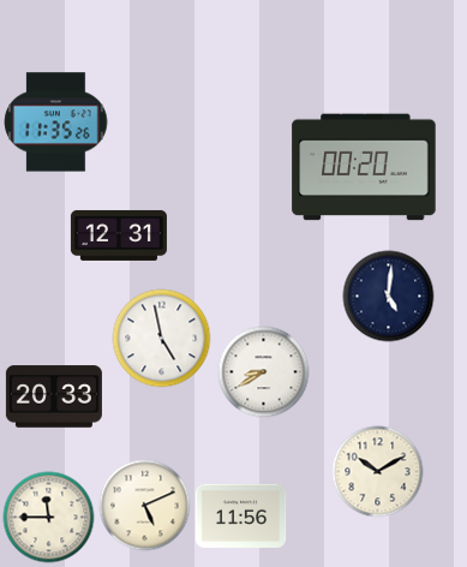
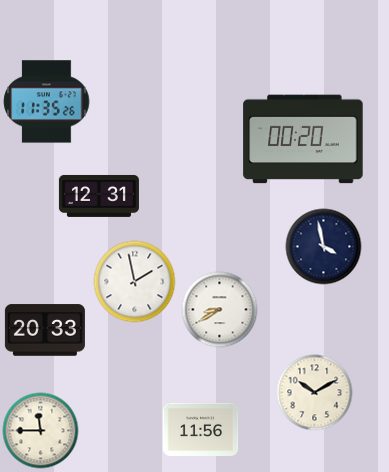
clock at (389, 297): 5:01 -> 3:58
clock at (162, 339): 4:58 -> 1:58
clock at (145, 506): 5:11 -> none
